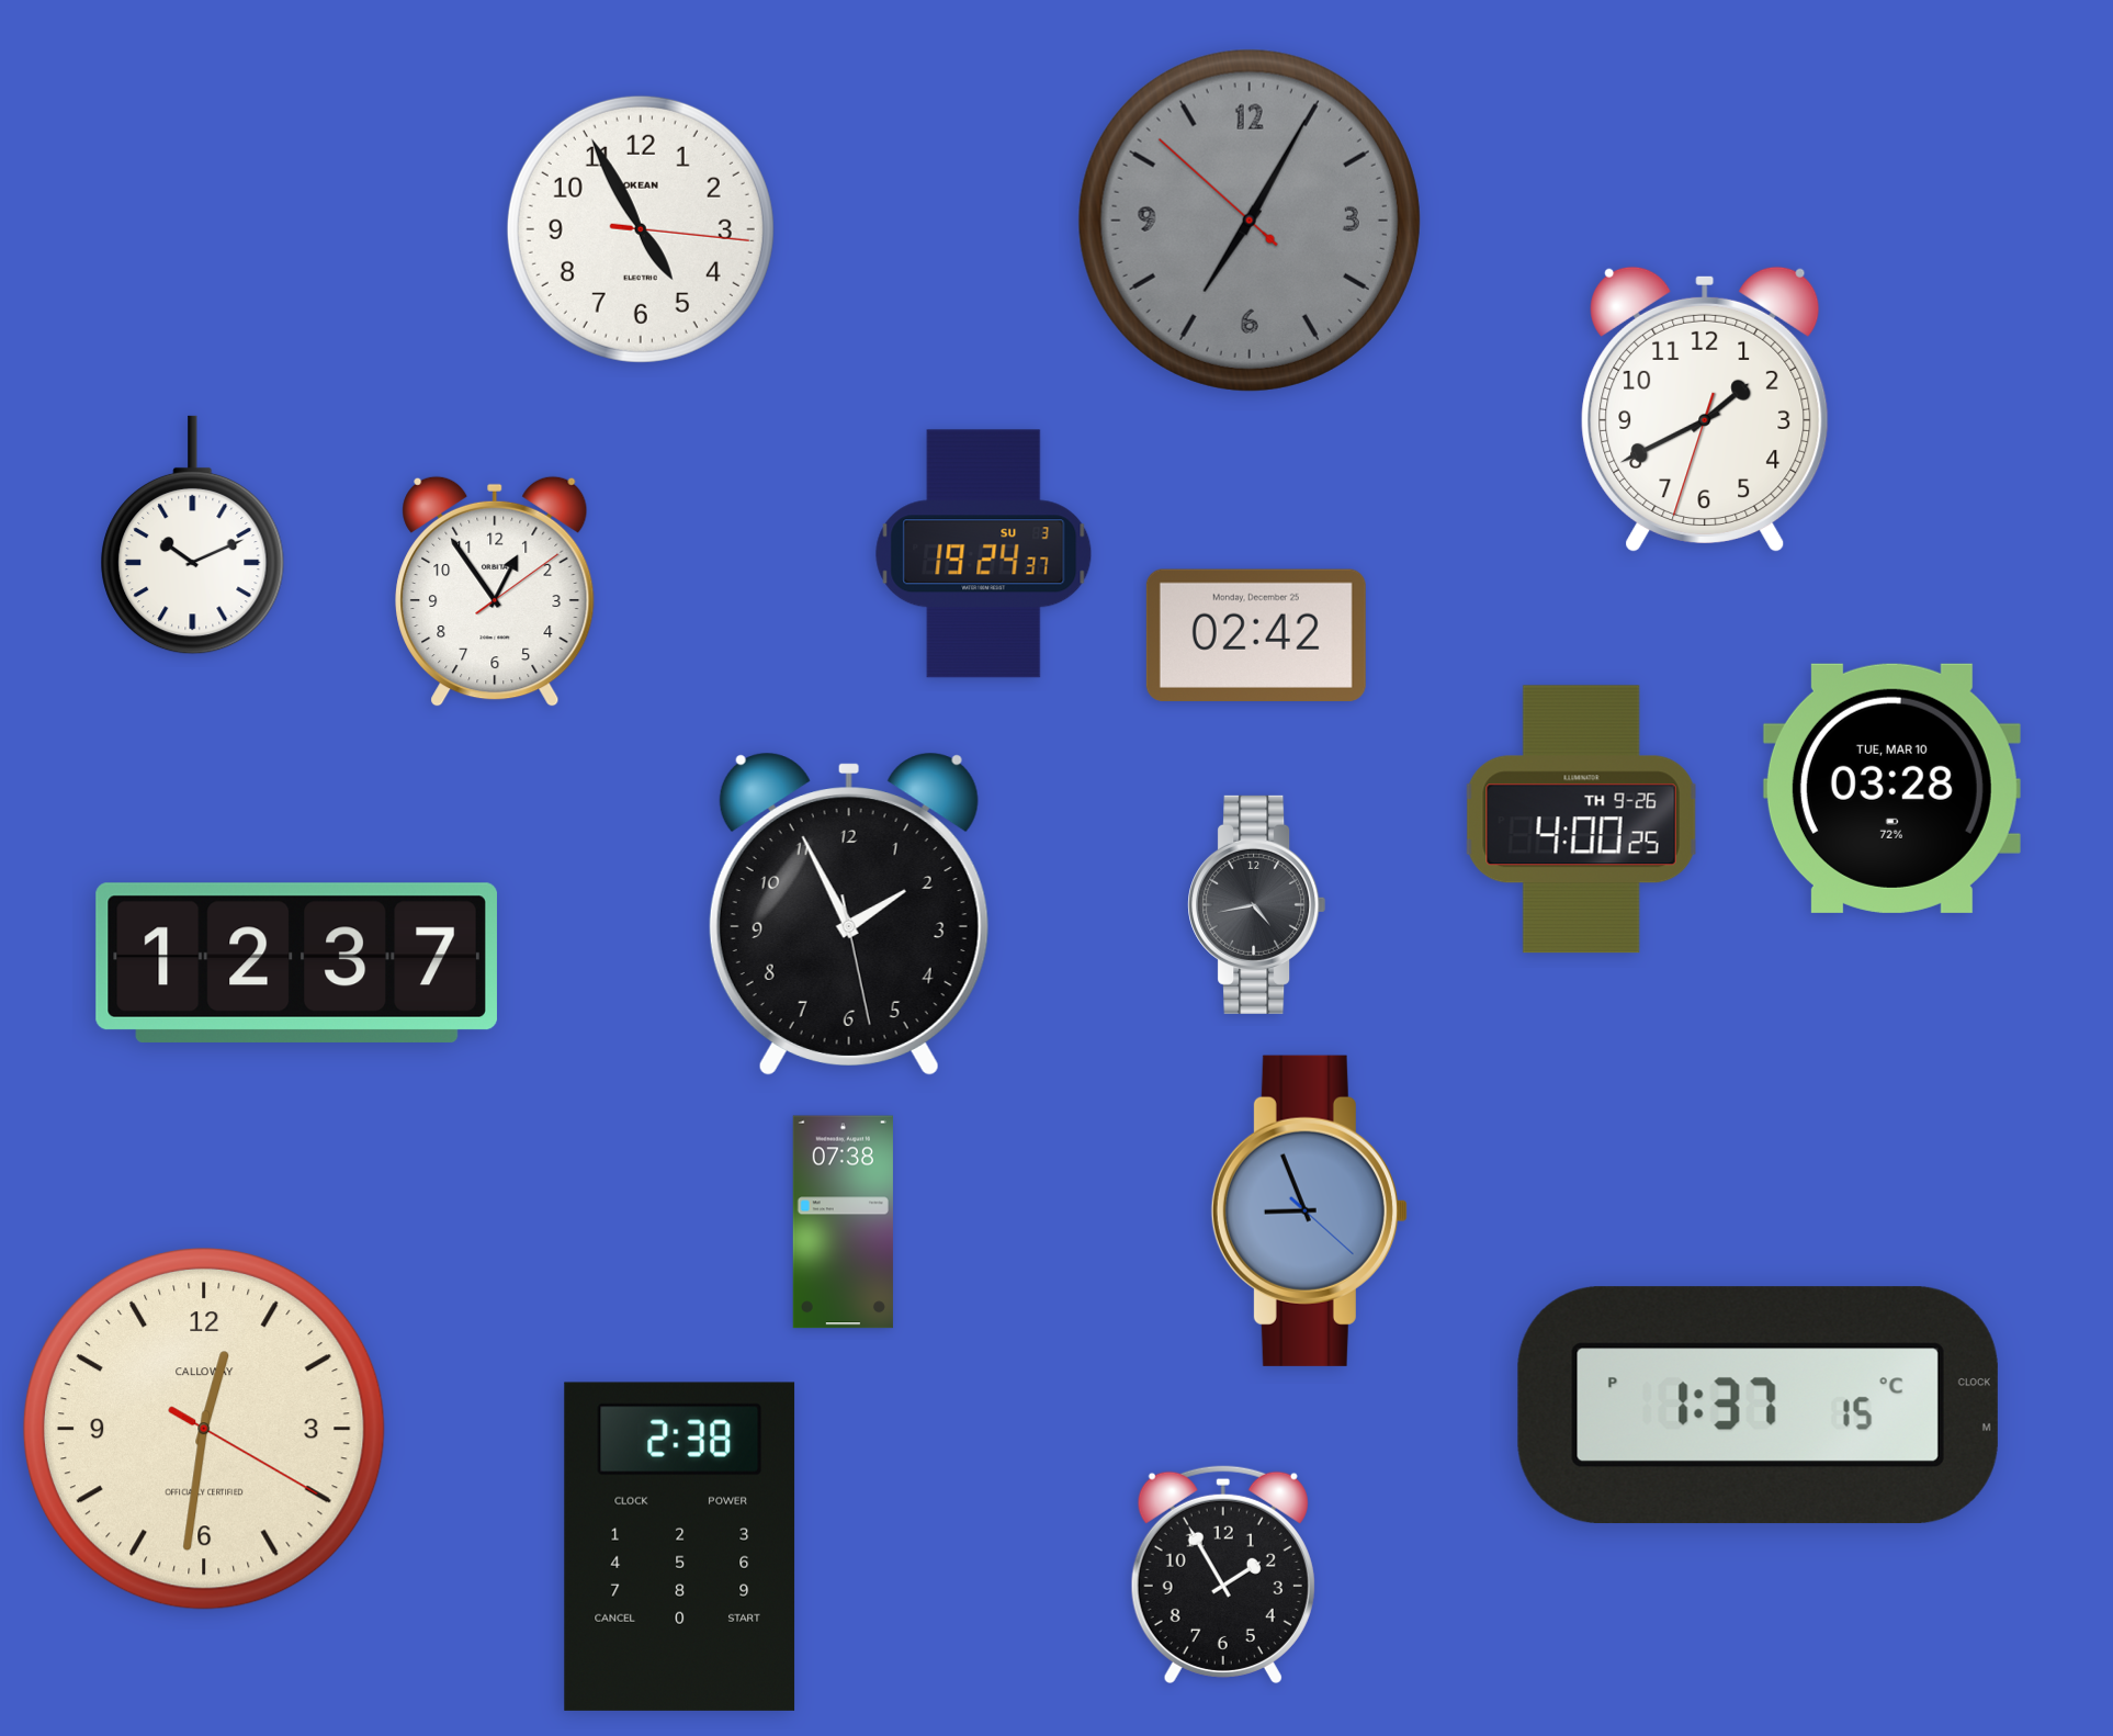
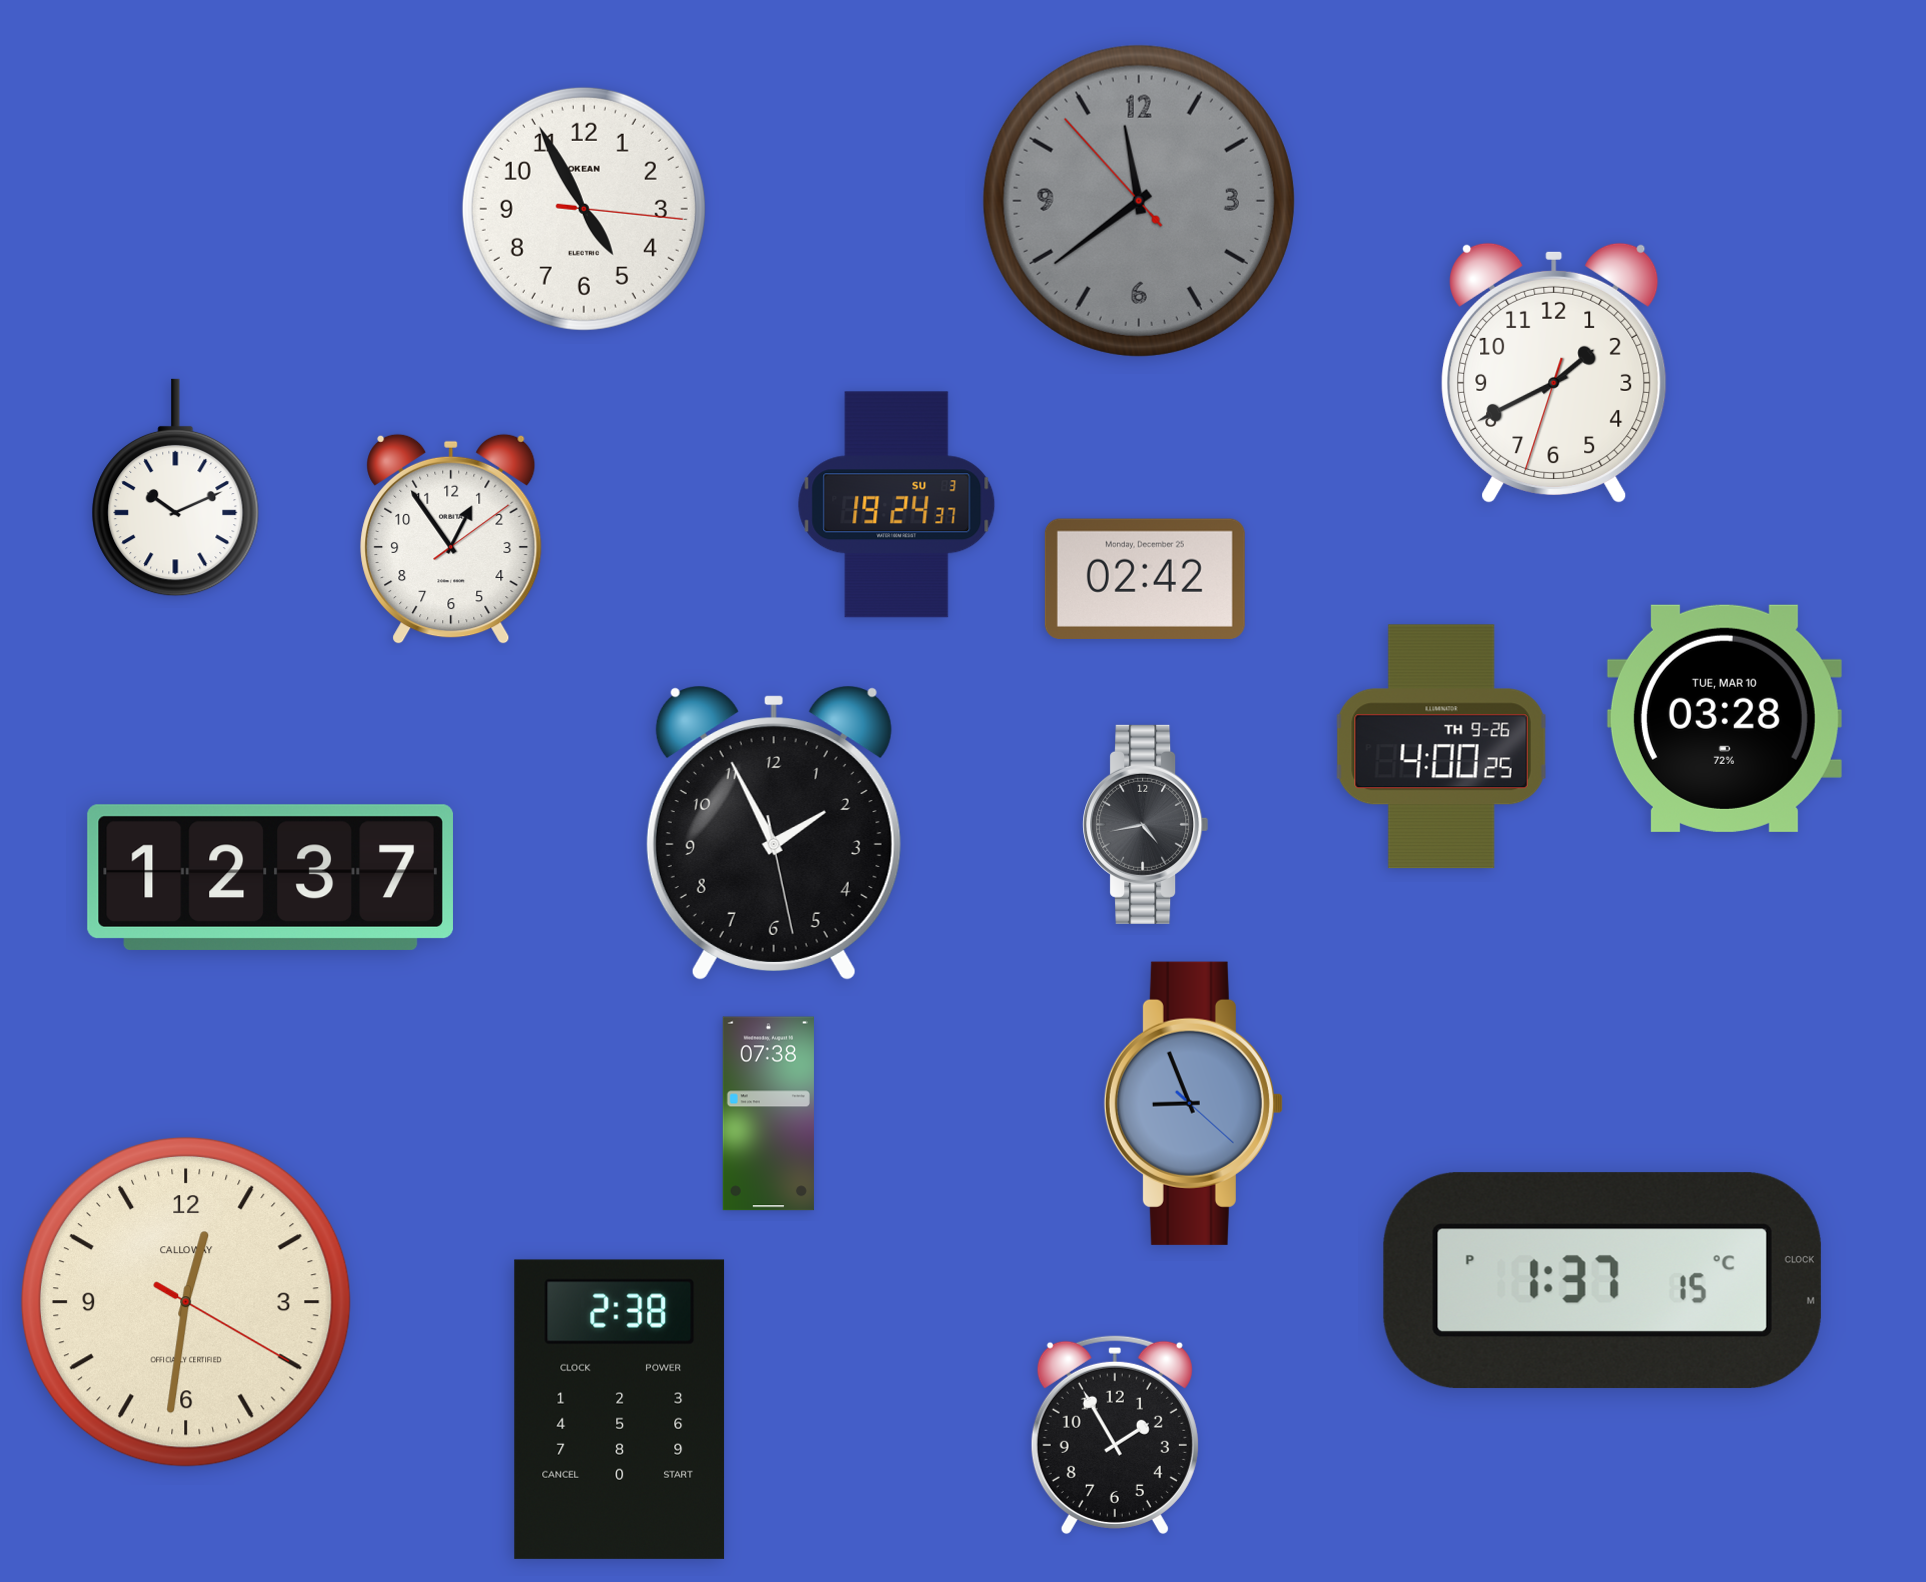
clock at (1250, 221): 7:04 -> 11:38
